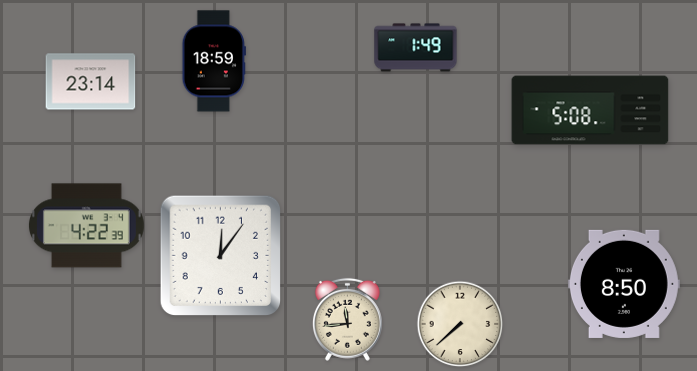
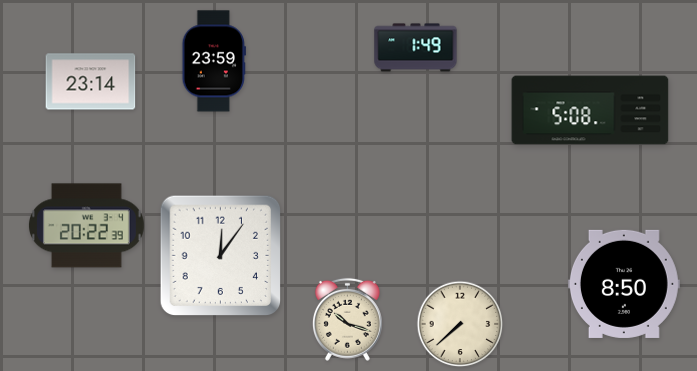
clock at (213, 61): 18:59 -> 23:59
clock at (86, 226): 4:22 -> 20:22
clock at (347, 319): 11:44 -> 10:18
